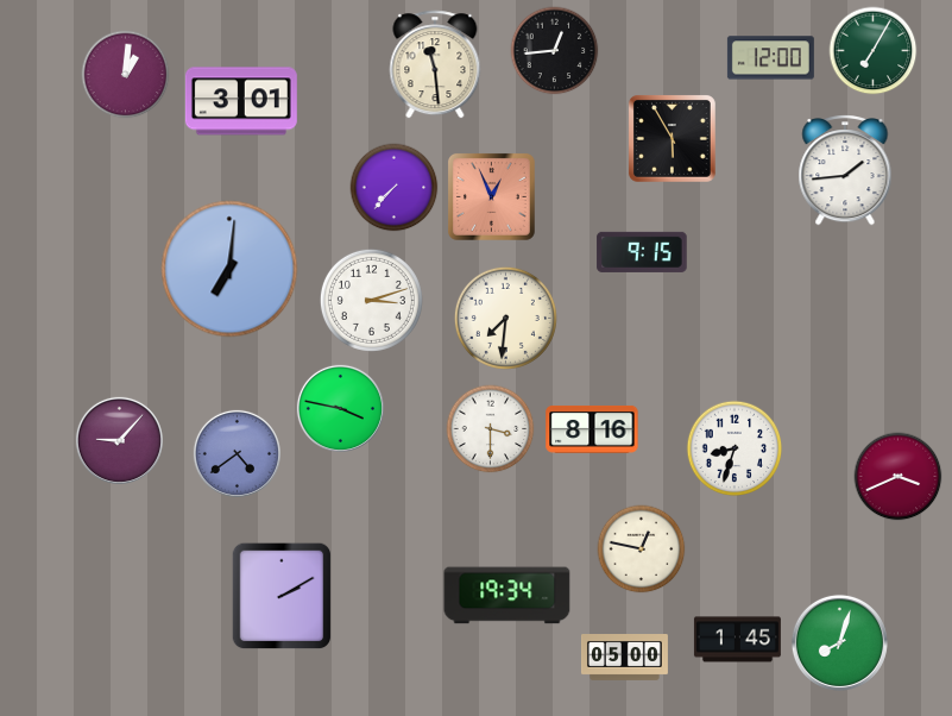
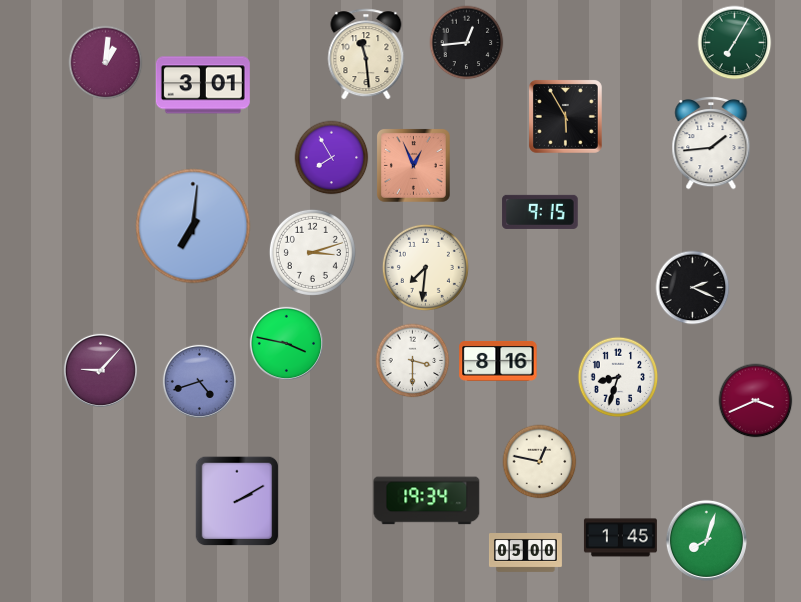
clock at (770, 58): 12:00 -> none
clock at (395, 188): 7:37 -> 7:55
clock at (693, 288): none -> 2:19
clock at (237, 453): 4:39 -> 4:42
